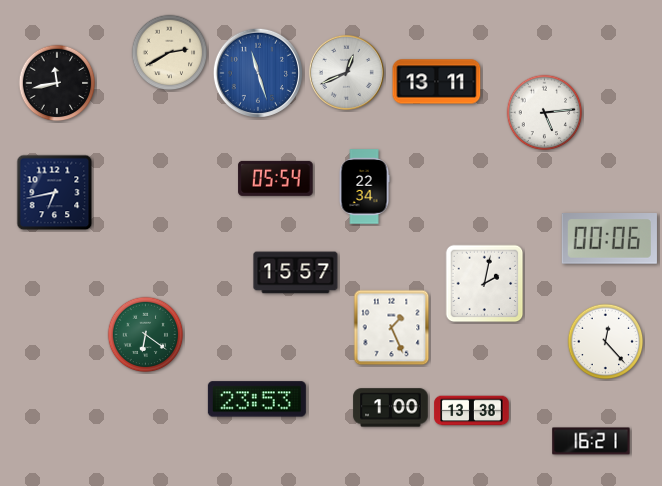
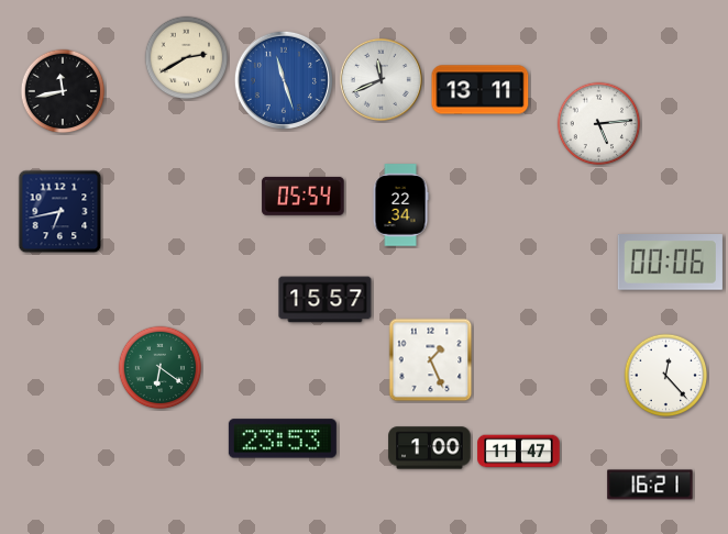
clock at (346, 72): 12:41 -> 11:41
clock at (485, 284): 2:02 -> none
clock at (472, 411): 13:38 -> 11:47
